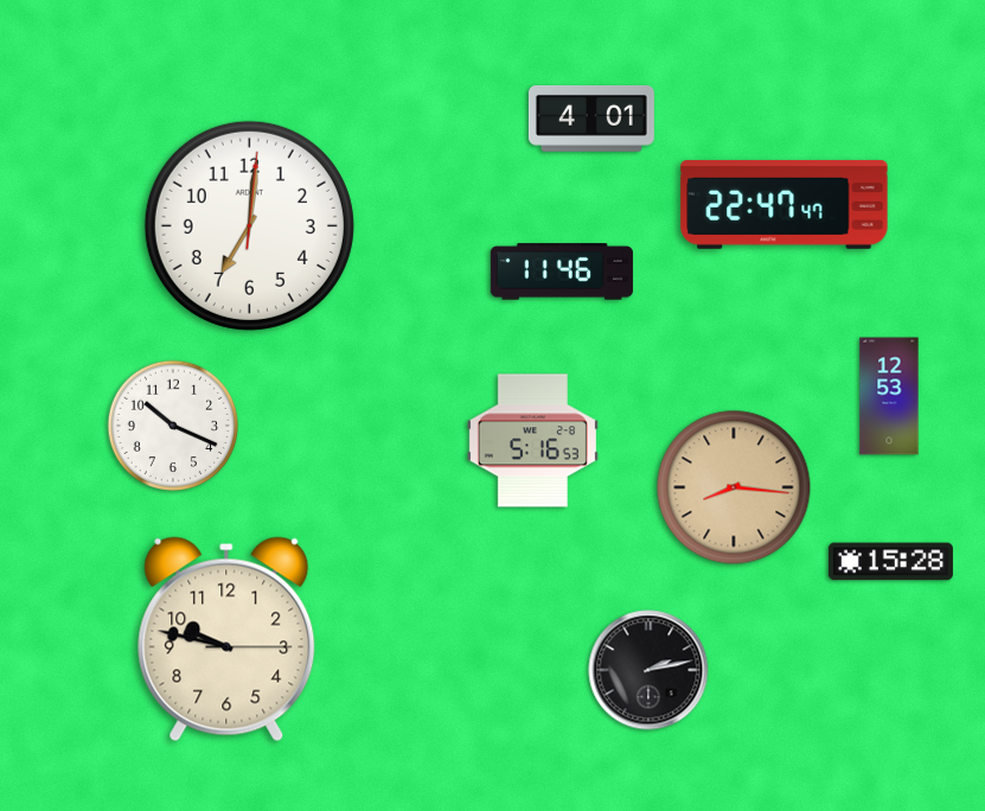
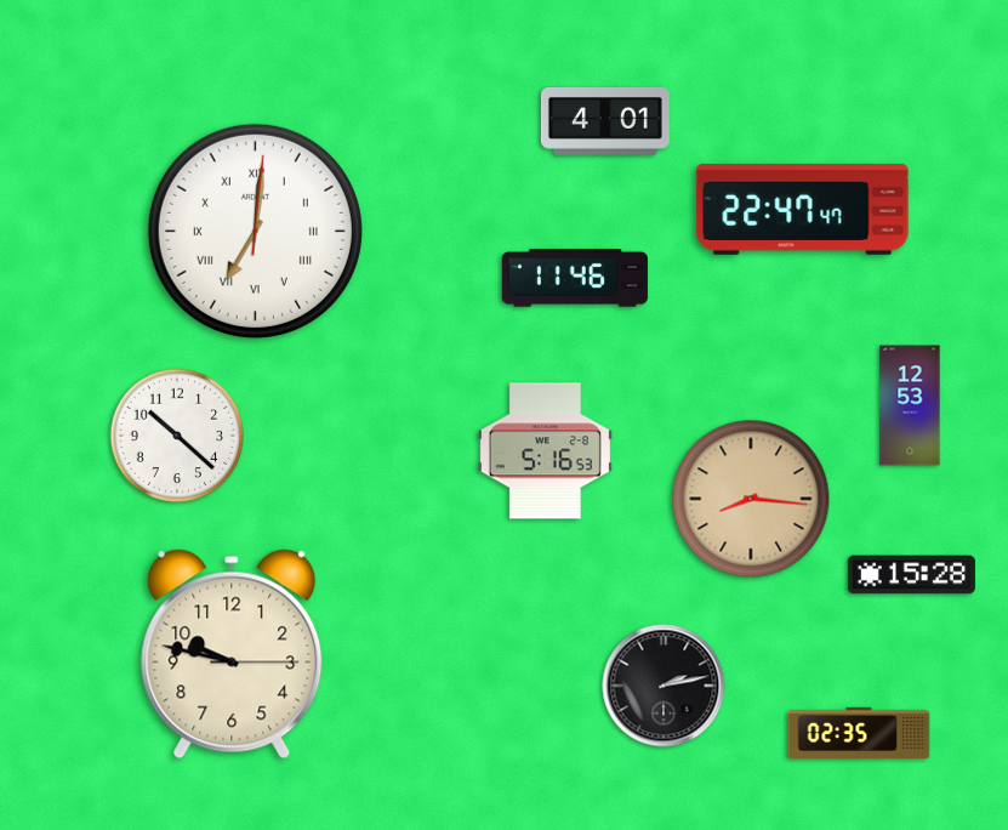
clock at (249, 225) numerals: Arabic -> Roman
clock at (173, 426): 10:19 -> 10:22
clock at (859, 733): none -> 02:35
